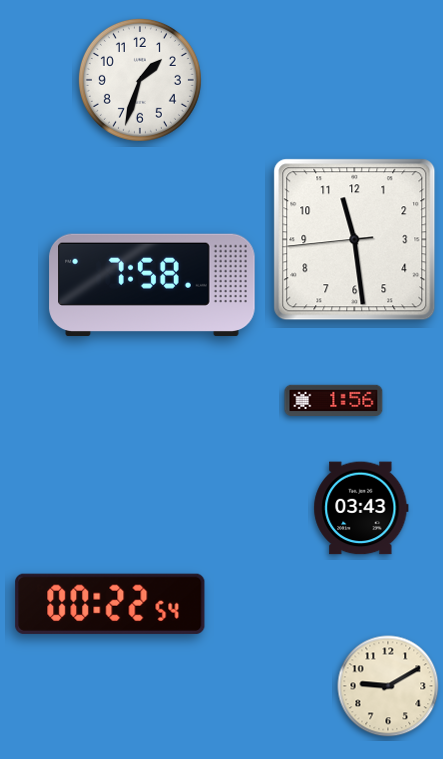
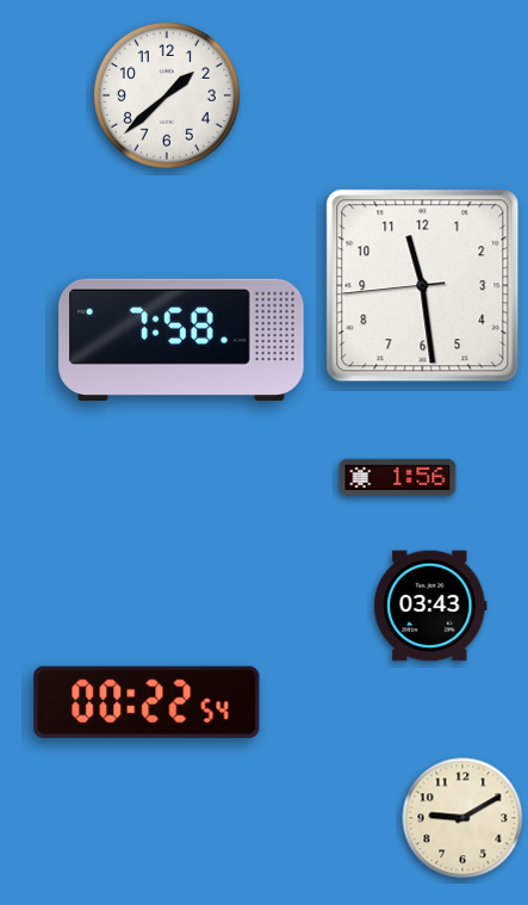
clock at (140, 80): 1:33 -> 1:38
clock at (110, 604) position: (110, 604) -> (147, 702)
